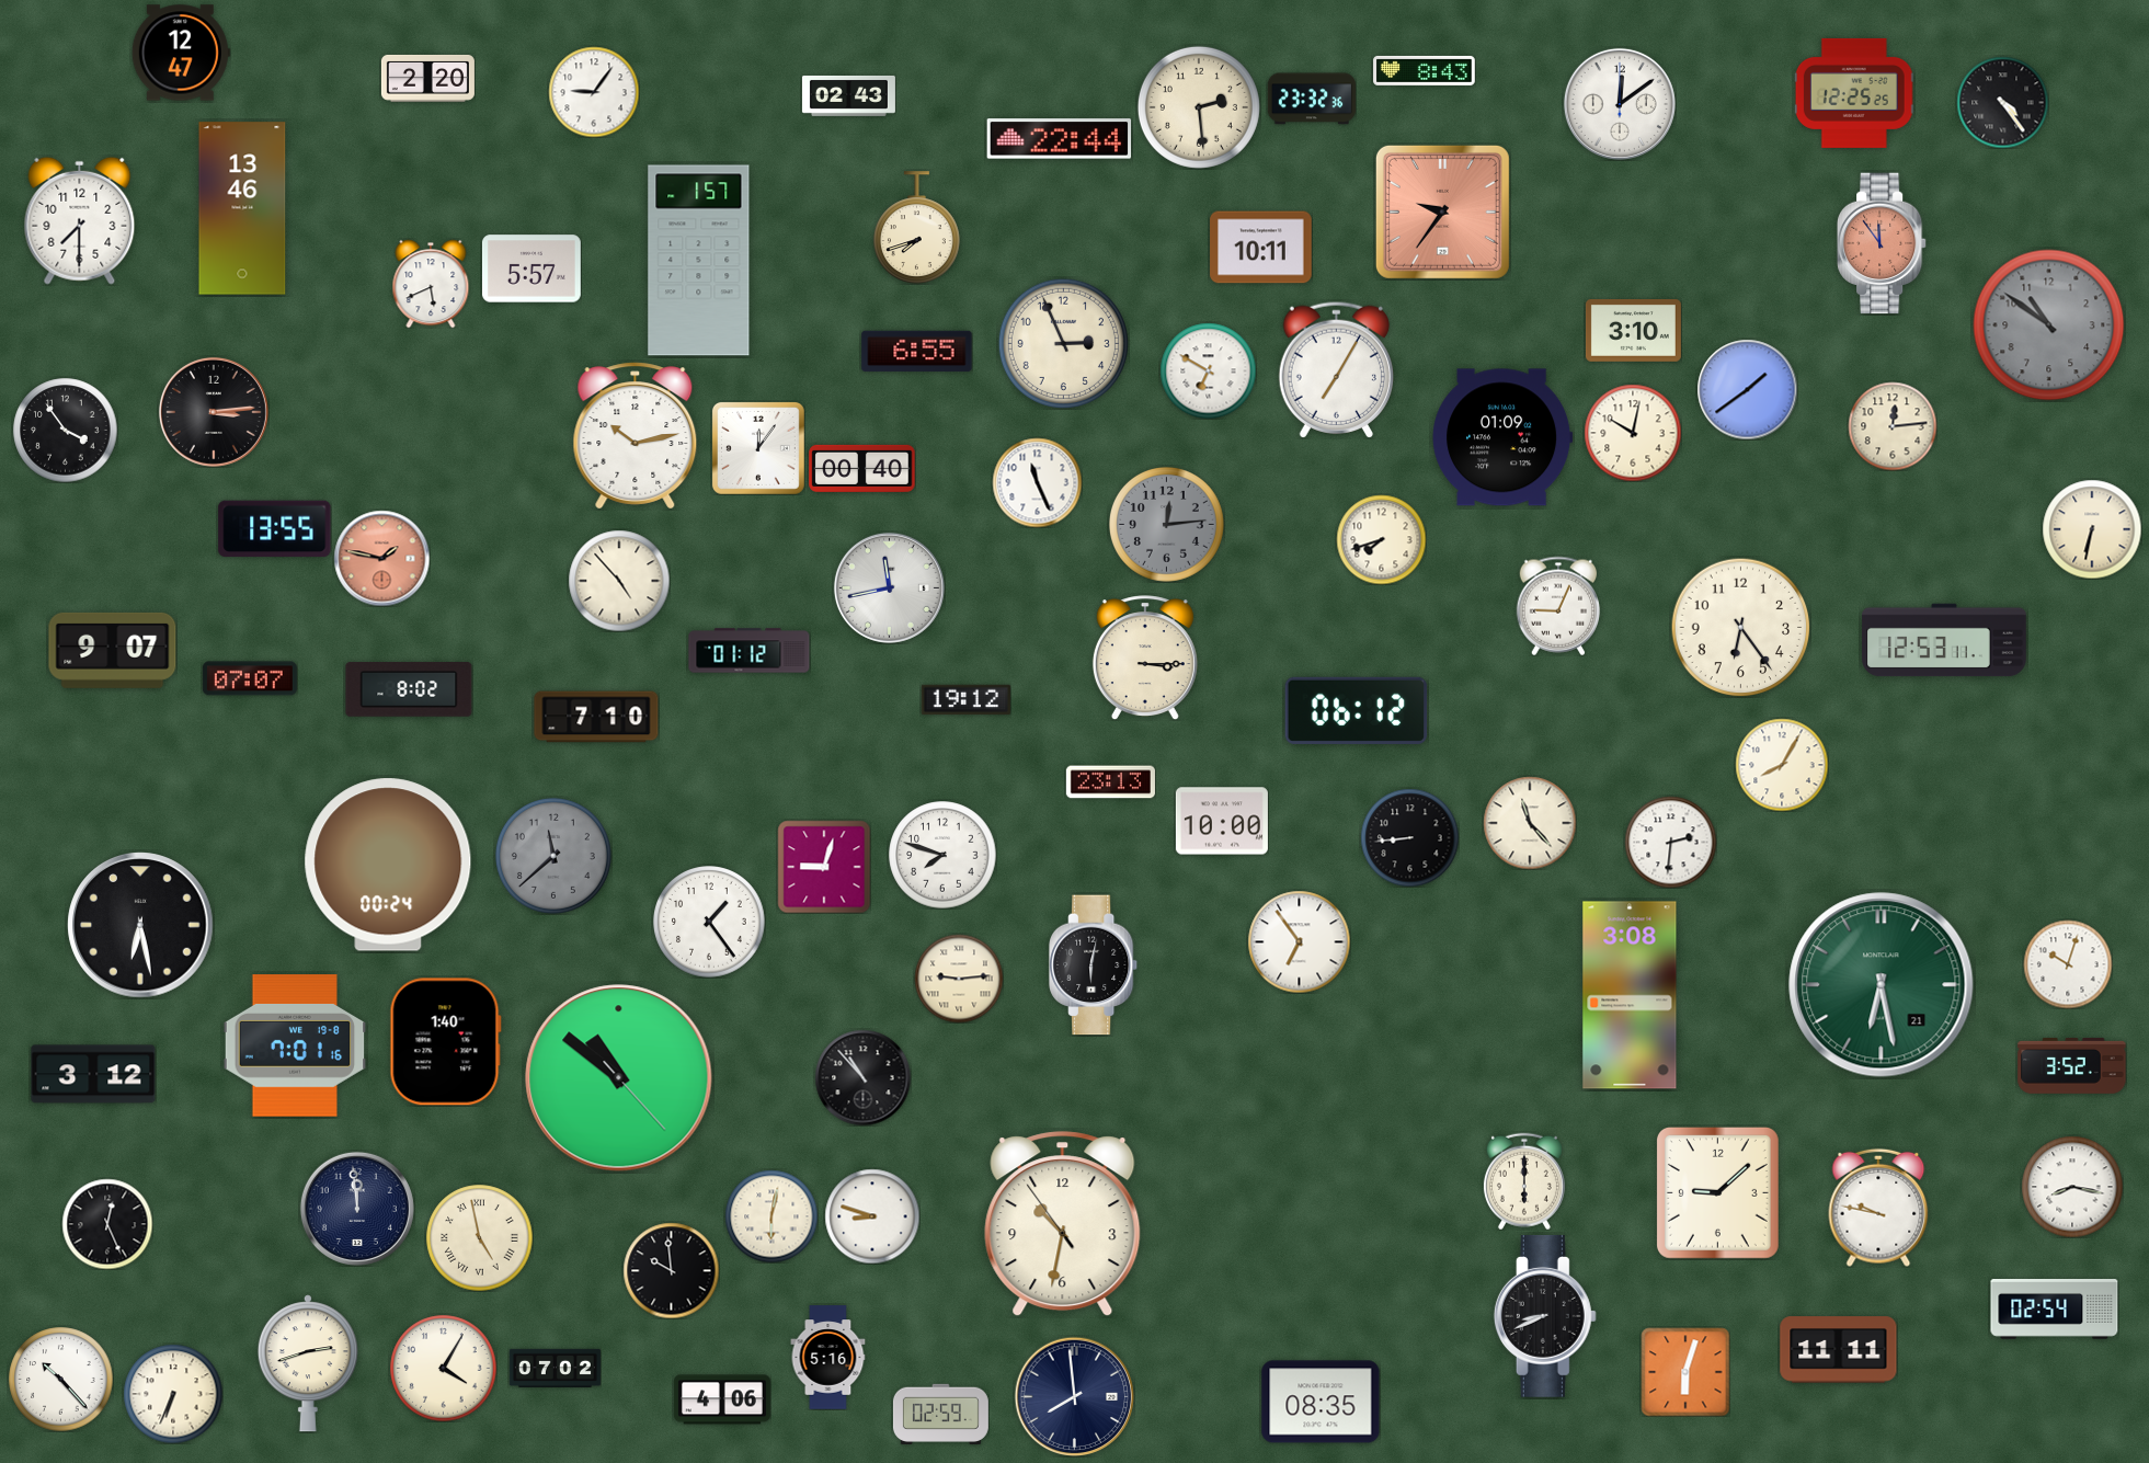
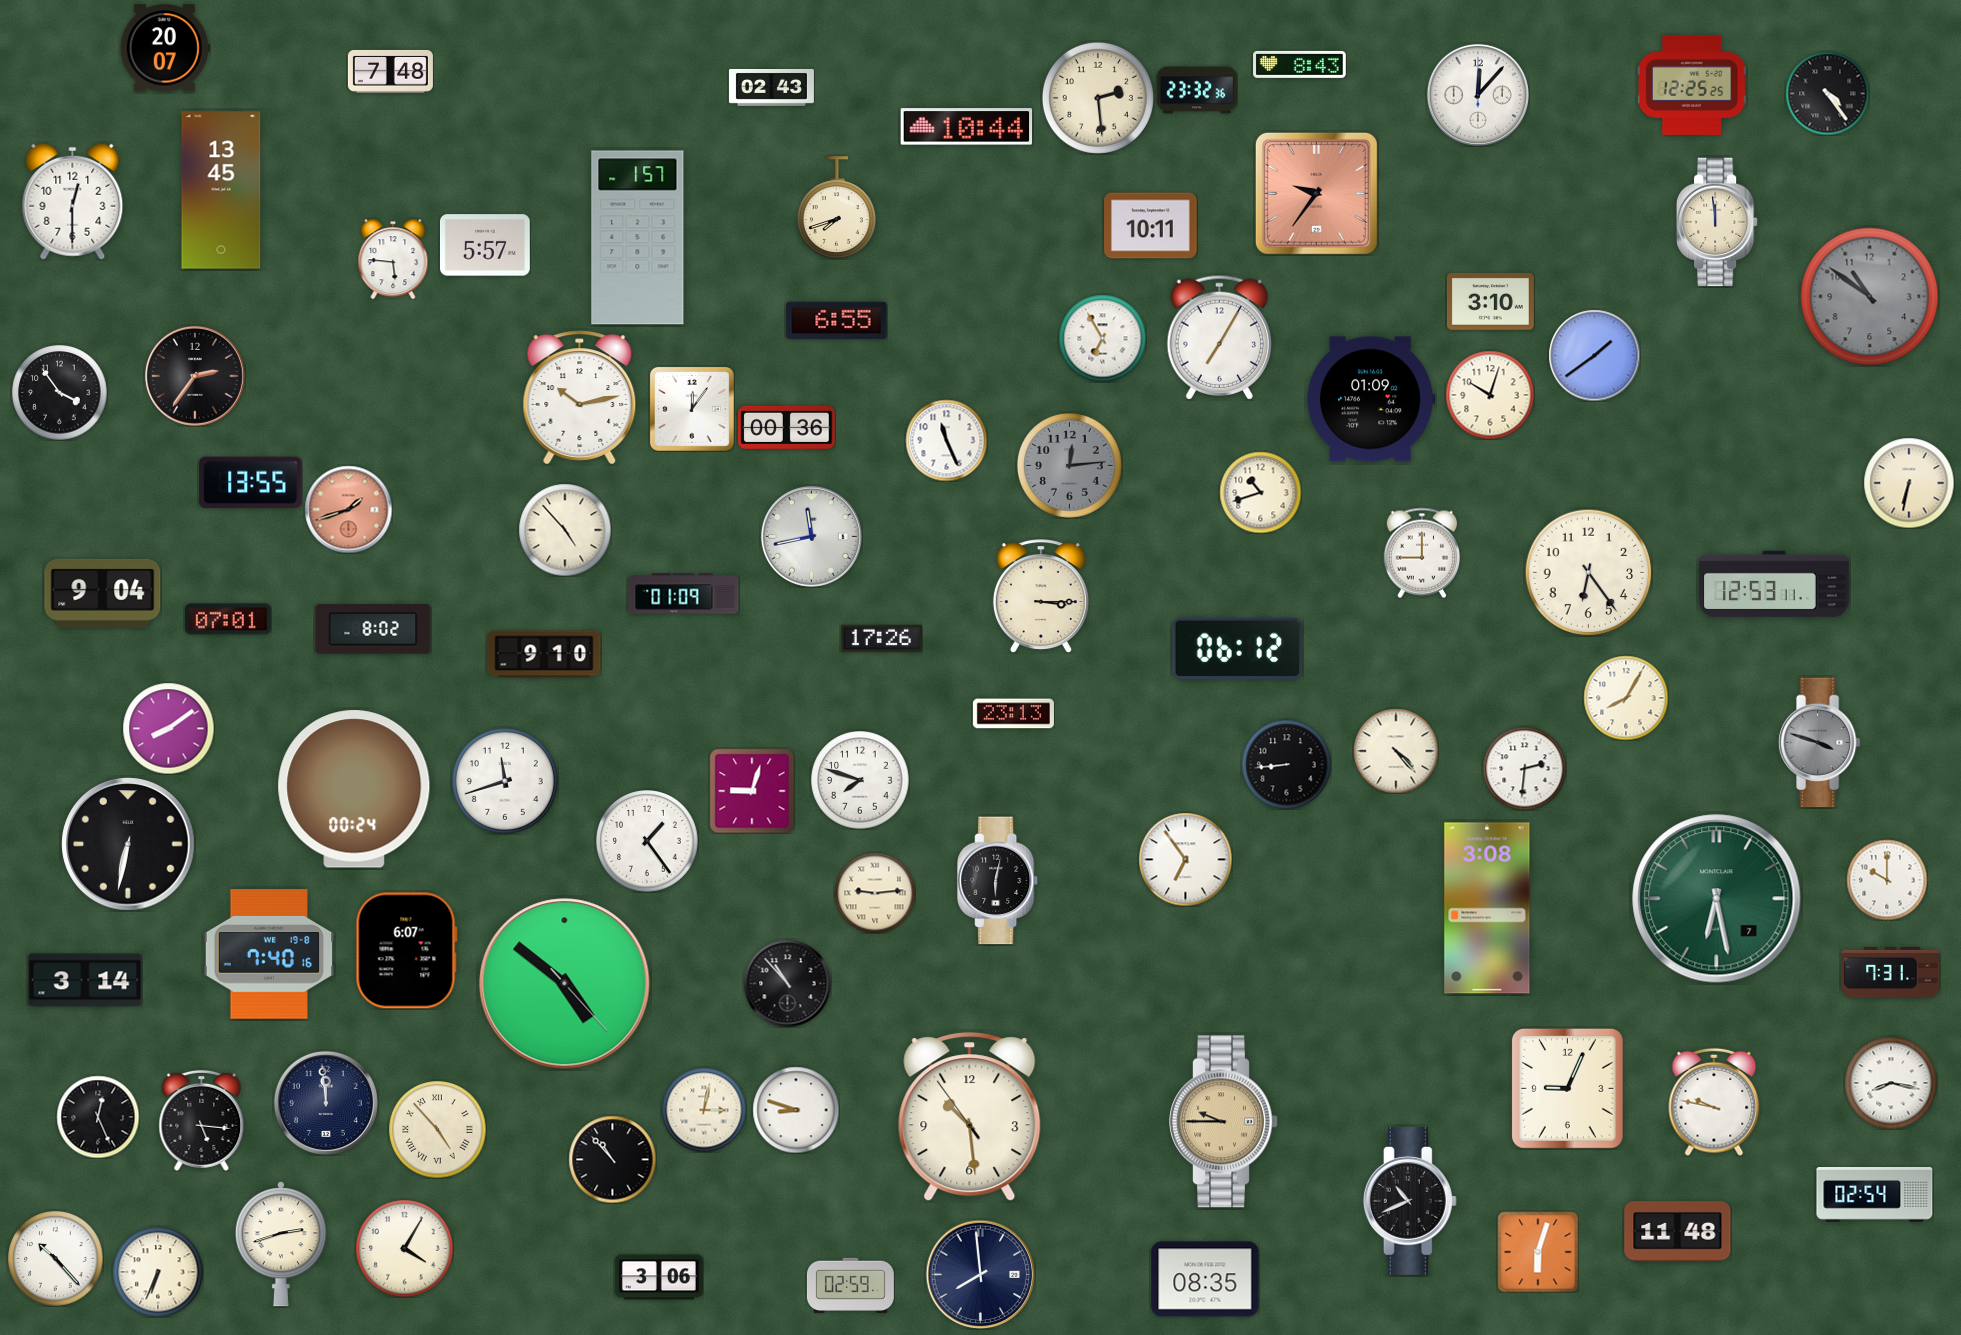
clock at (181, 53): 12:47 -> 20:07
clock at (427, 78): 2:20 -> 7:48
clock at (594, 92): 9:06 -> none
clock at (848, 95) position: (848, 95) -> (771, 87)
clock at (1620, 104): 12:09 -> 12:07
clock at (1199, 107) position: (1199, 107) -> (1098, 98)
clock at (1060, 139): 22:44 -> 10:44
clock at (242, 208): 13:46 -> 13:45
clock at (80, 220): 7:30 -> 12:30
clock at (1882, 243): 11:54 -> 11:59
clock at (1882, 243) dial: salmon -> cream
clock at (431, 284): 5:41 -> 5:46
clock at (1063, 343): 2:56 -> none
clock at (1208, 370): 6:50 -> 6:55
clock at (214, 412): 3:14 -> 2:36
clock at (1893, 426): 12:14 -> none
clock at (1633, 433): 10:02 -> 10:03
clock at (862, 468): 00:40 -> 00:36
clock at (1167, 525) position: (1167, 525) -> (1070, 466)
clock at (1381, 539): 7:42 -> 10:42
clock at (381, 558): 1:47 -> 1:42
clock at (1558, 606): 9:04 -> 9:00
clock at (113, 650): 9:07 -> 9:04
clock at (750, 651): 01:12 -> 01:09
clock at (1145, 658) position: (1145, 658) -> (1041, 596)
clock at (250, 678): 07:07 -> 07:01
clock at (965, 700): 19:12 -> 17:26
clock at (596, 717): 7:10 -> 9:10
clock at (168, 728): none -> 8:09
clock at (1819, 743): none -> 3:48
clock at (1222, 821): 10:00 -> none
clock at (1530, 823): 11:23 -> 4:23
clock at (553, 856): 11:38 -> 11:42
clock at (553, 856) dial: grey -> white
clock at (140, 925): 6:28 -> 6:32
clock at (2068, 964): 10:03 -> 10:00
clock at (1882, 985) date: 21 -> 7
clock at (445, 1042): 1:40 -> 6:07
clock at (295, 1045): 7:01 -> 7:40
clock at (2072, 1065): 3:52 -> 7:31
clock at (93, 1074): 3:12 -> 3:14
clock at (619, 1078): 10:51 -> 4:51
clock at (1524, 1181): 6:00 -> none
clock at (1717, 1192): 9:08 -> 9:04
clock at (771, 1216): 6:02 -> 3:02
clock at (1063, 1224): 10:31 -> 10:28
clock at (202, 1120): none -> 5:16
clock at (1224, 1122): none -> 9:45
clock at (480, 1238): 4:58 -> 4:53
clock at (671, 1270): 9:59 -> 10:53
clock at (1545, 1316): 8:41 -> 10:41
clock at (1839, 1350): 11:11 -> 11:48
clock at (828, 1358): 5:16 -> none
clock at (555, 1368): 07:02 -> none
clock at (722, 1399): 4:06 -> 3:06
clock at (940, 1414) position: (940, 1414) -> (850, 1285)
